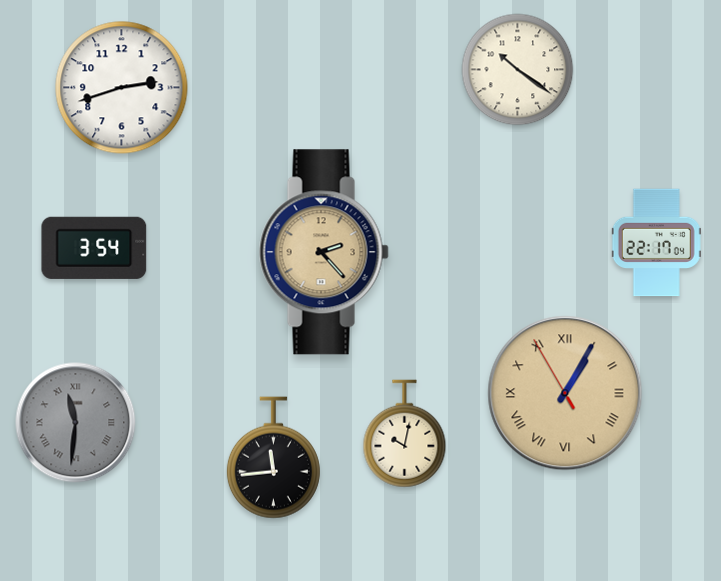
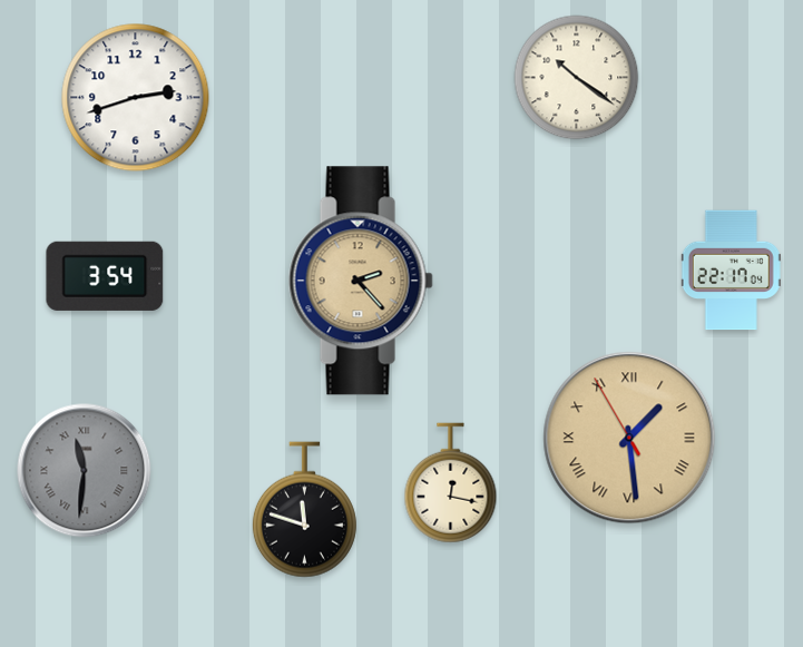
clock at (565, 393): 1:04 -> 1:28
clock at (405, 434): 10:02 -> 12:17
clock at (273, 458): 11:44 -> 11:48
